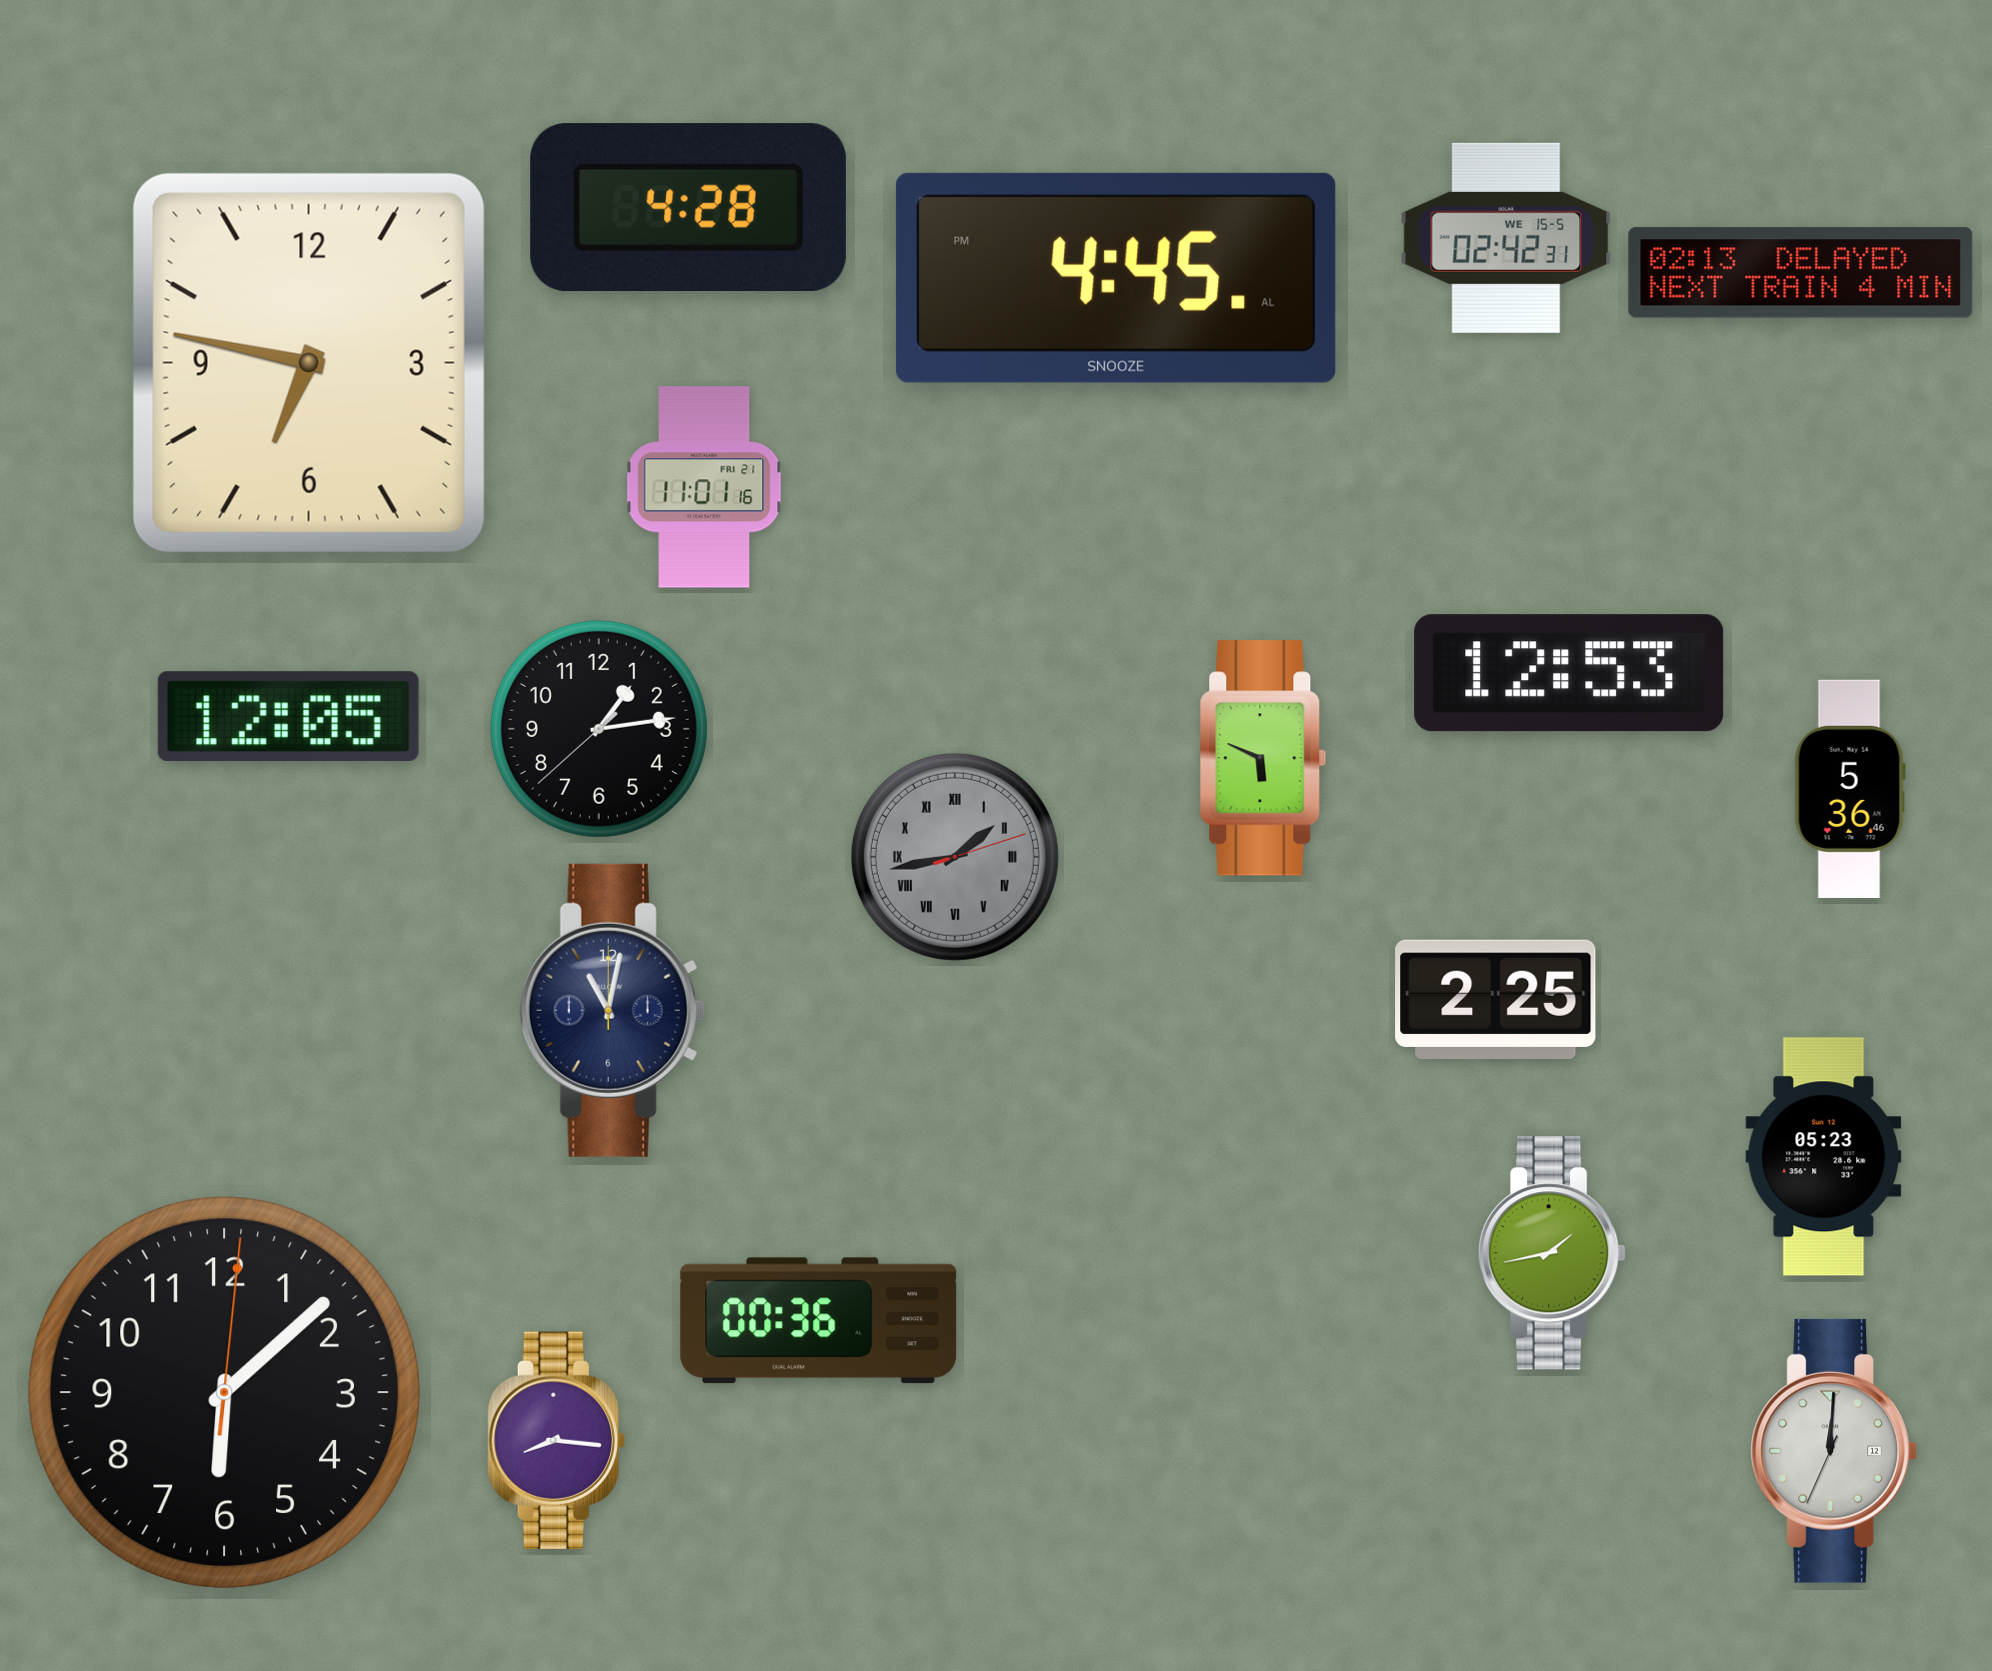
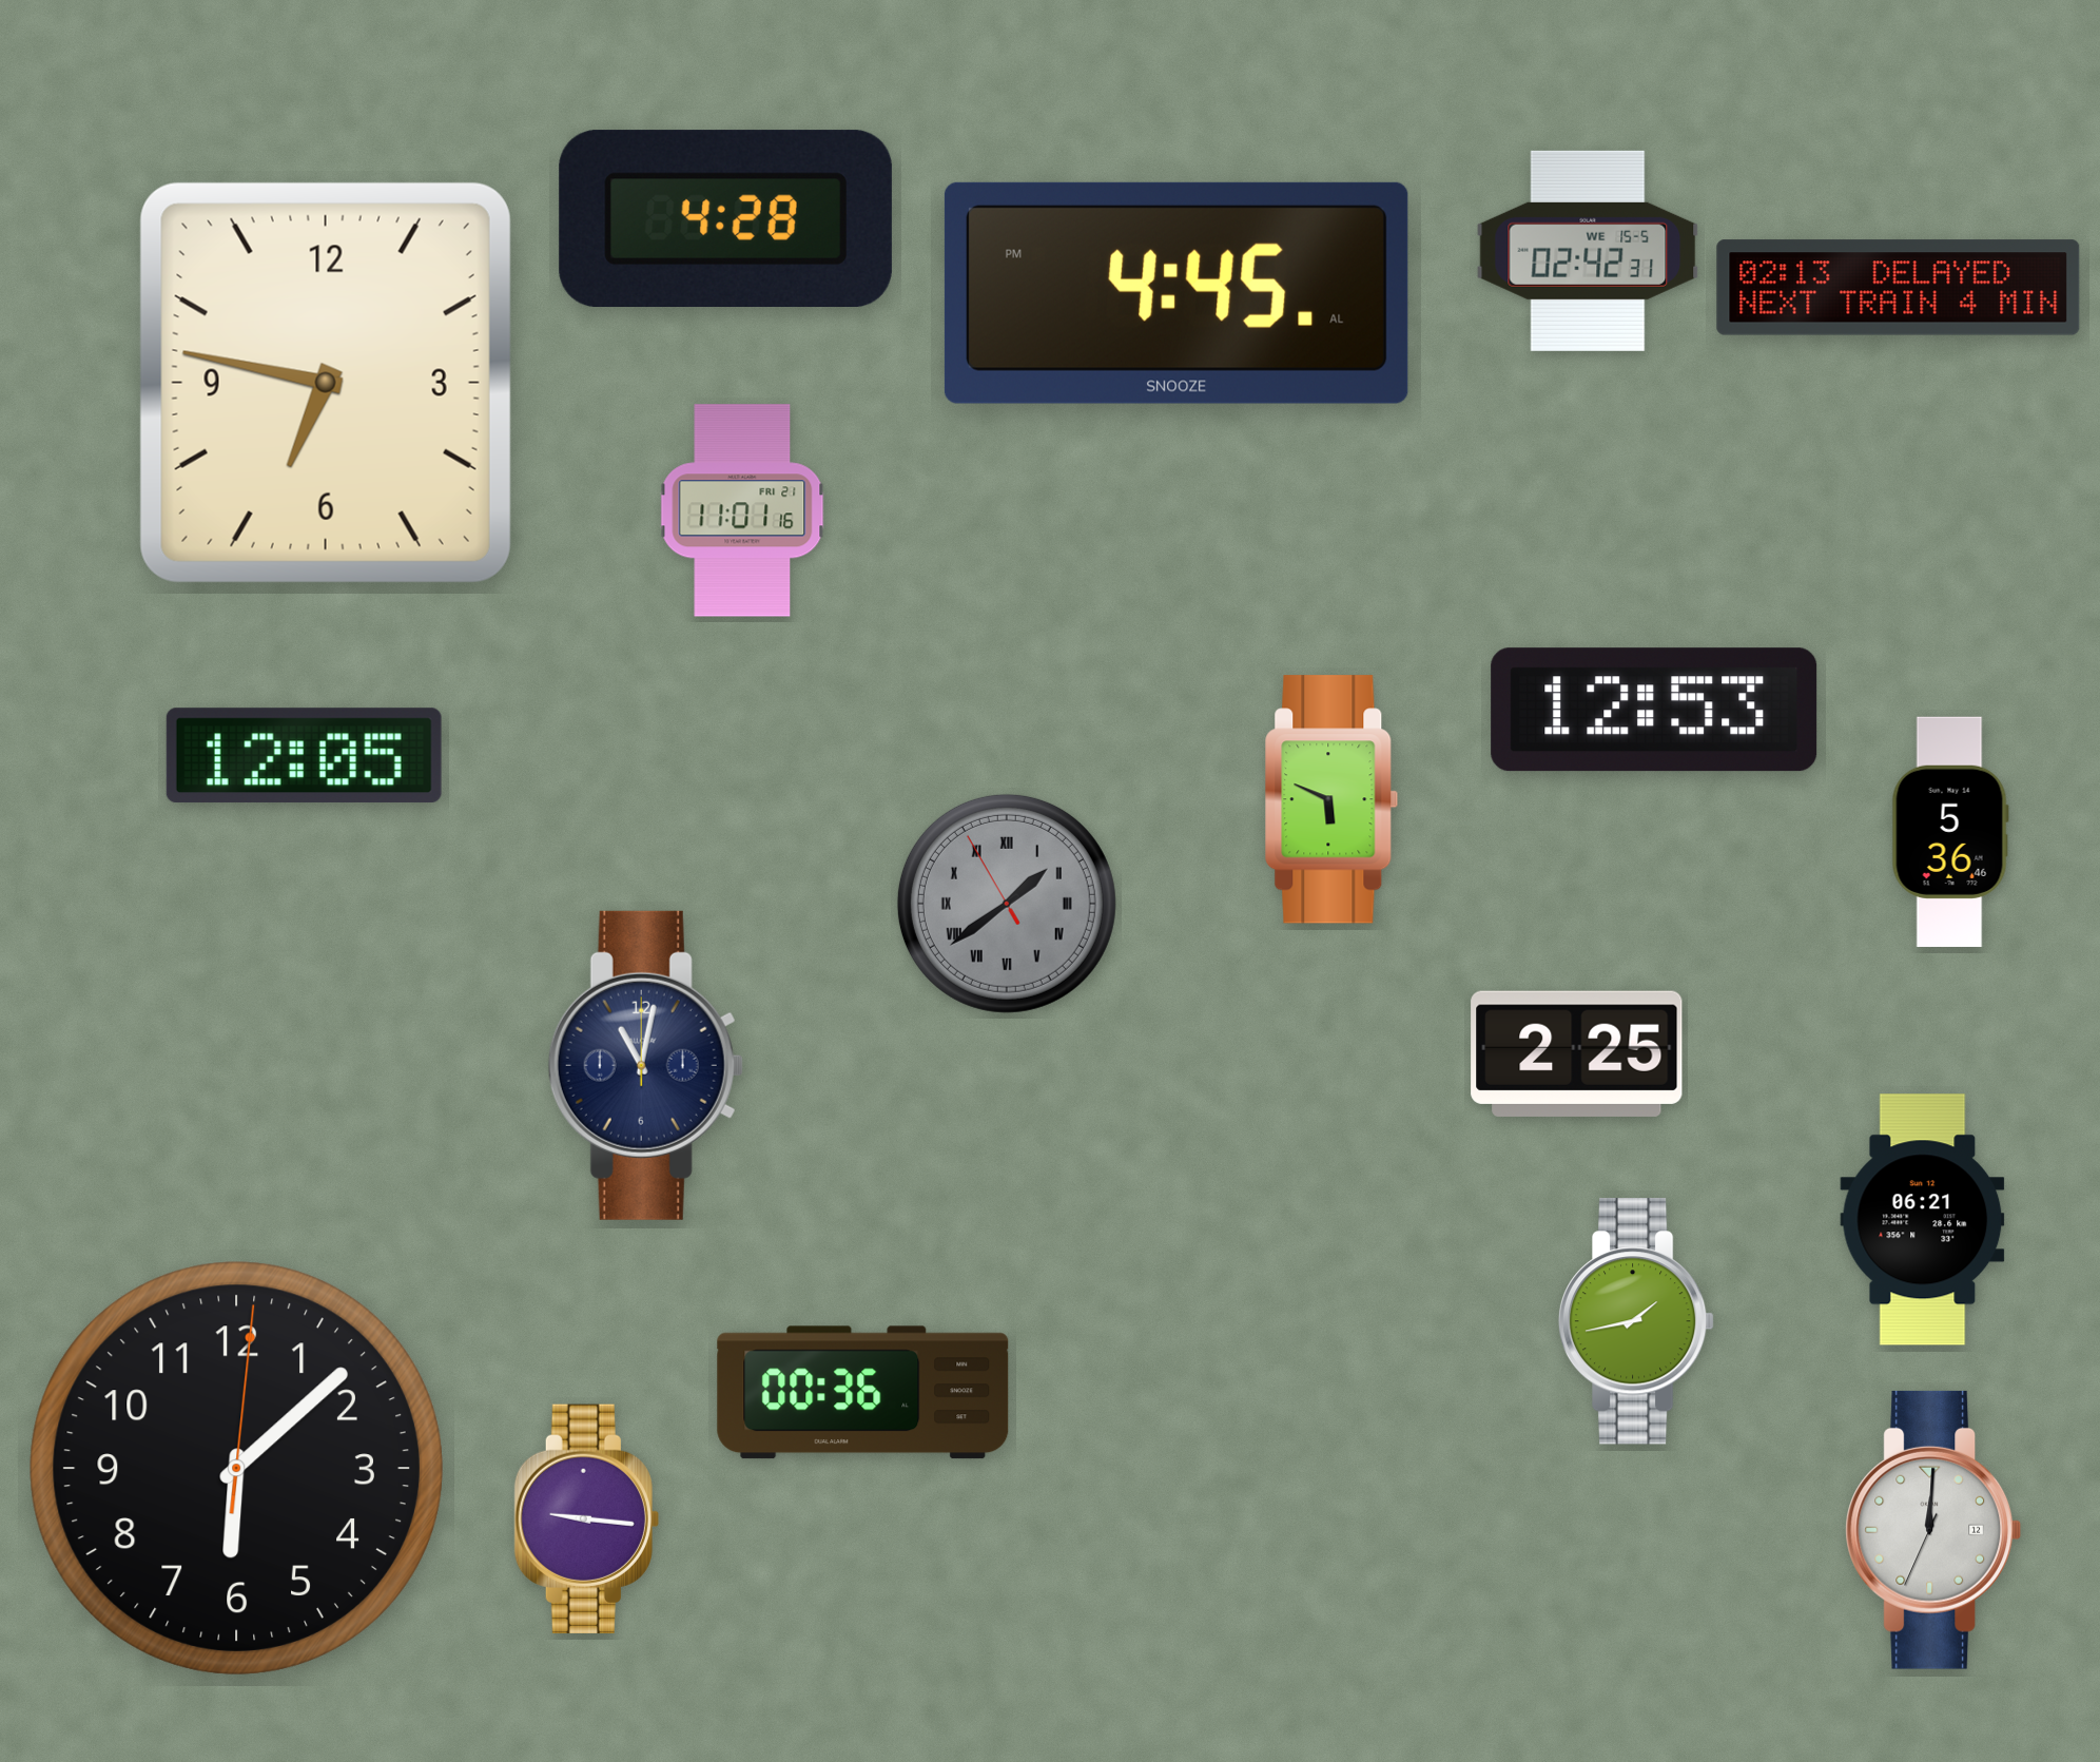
clock at (704, 487) position: (704, 487) -> (742, 510)
clock at (599, 729): 1:13 -> none
clock at (955, 857): 1:43 -> 1:38
clock at (1824, 1157): 05:23 -> 06:21
clock at (556, 1440): 8:16 -> 9:16
